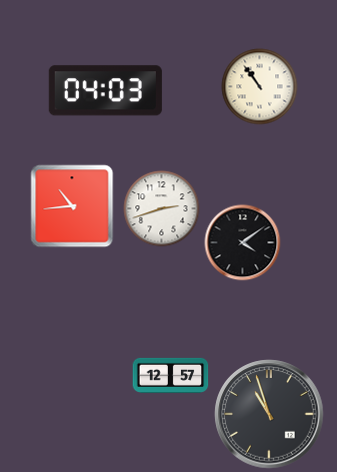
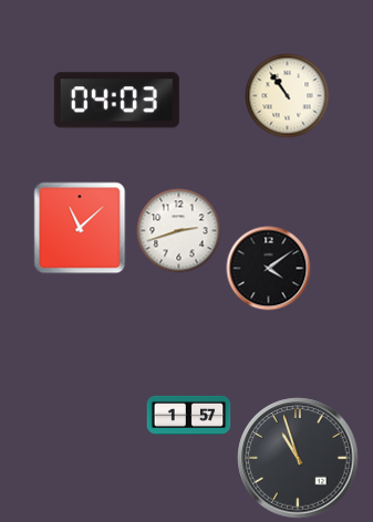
clock at (72, 206): 10:44 -> 11:08
clock at (171, 375): 12:57 -> 1:57
